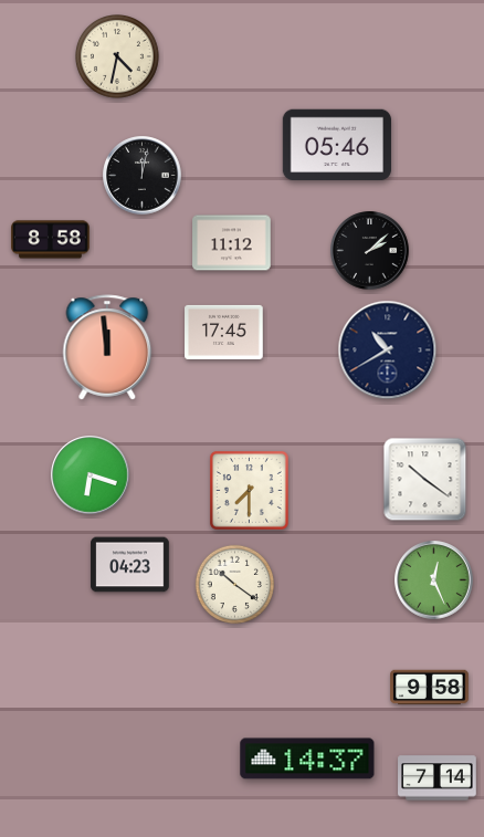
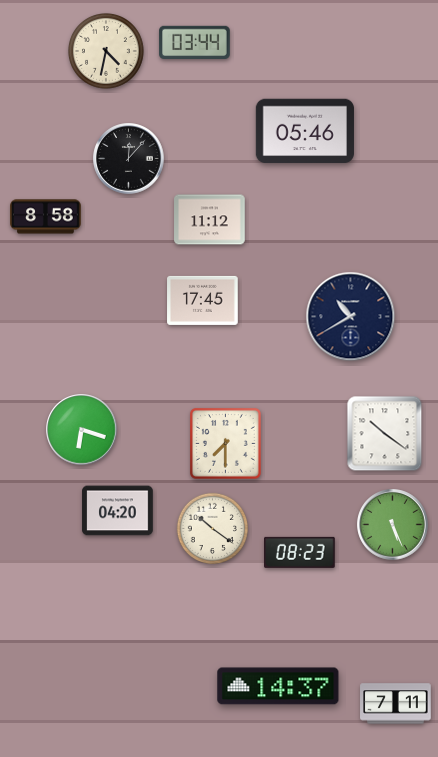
clock at (195, 43): none -> 03:44
clock at (143, 176): 12:02 -> 12:07
clock at (370, 251): 2:08 -> none
clock at (107, 347): 11:59 -> none
clock at (130, 565): 04:23 -> 04:20
clock at (434, 580): 12:26 -> 5:26
clock at (300, 552): none -> 08:23
clock at (430, 688): 9:58 -> none
clock at (438, 778): 7:14 -> 7:11
